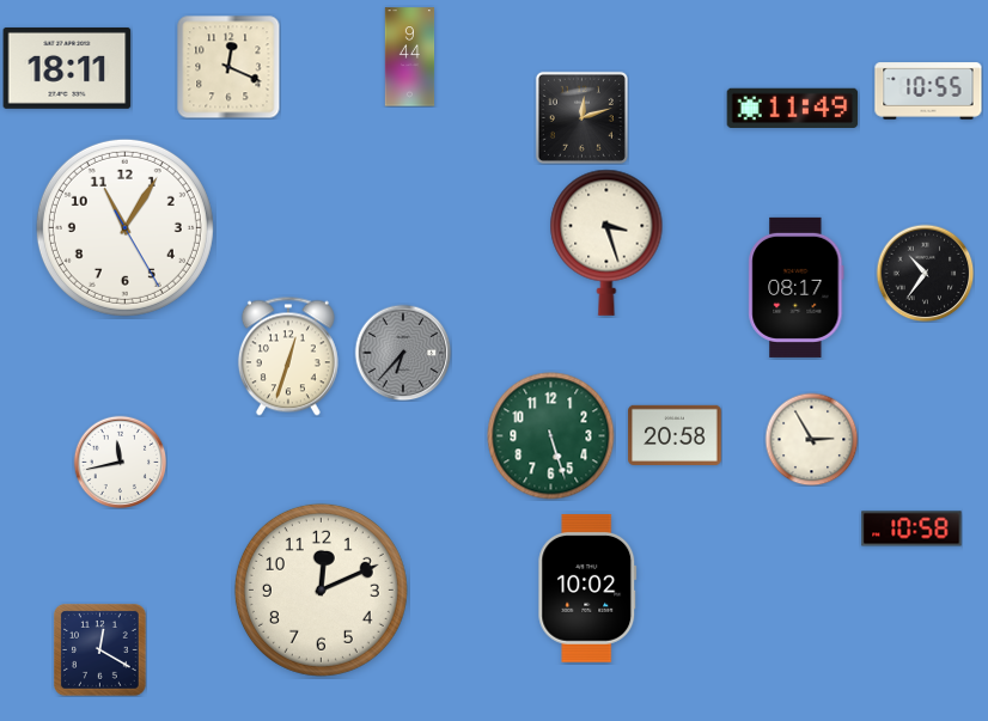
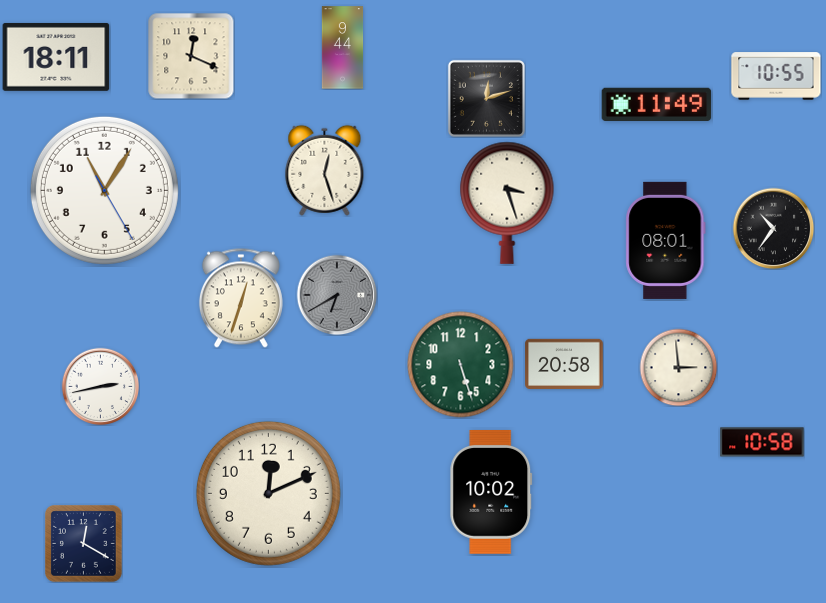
clock at (793, 109) position: (793, 109) -> (657, 105)
clock at (325, 170): none -> 12:27
clock at (797, 287): 08:17 -> 08:01
clock at (403, 353): 6:37 -> 6:40
clock at (811, 439): 2:55 -> 2:59
clock at (120, 462): 11:43 -> 2:43
